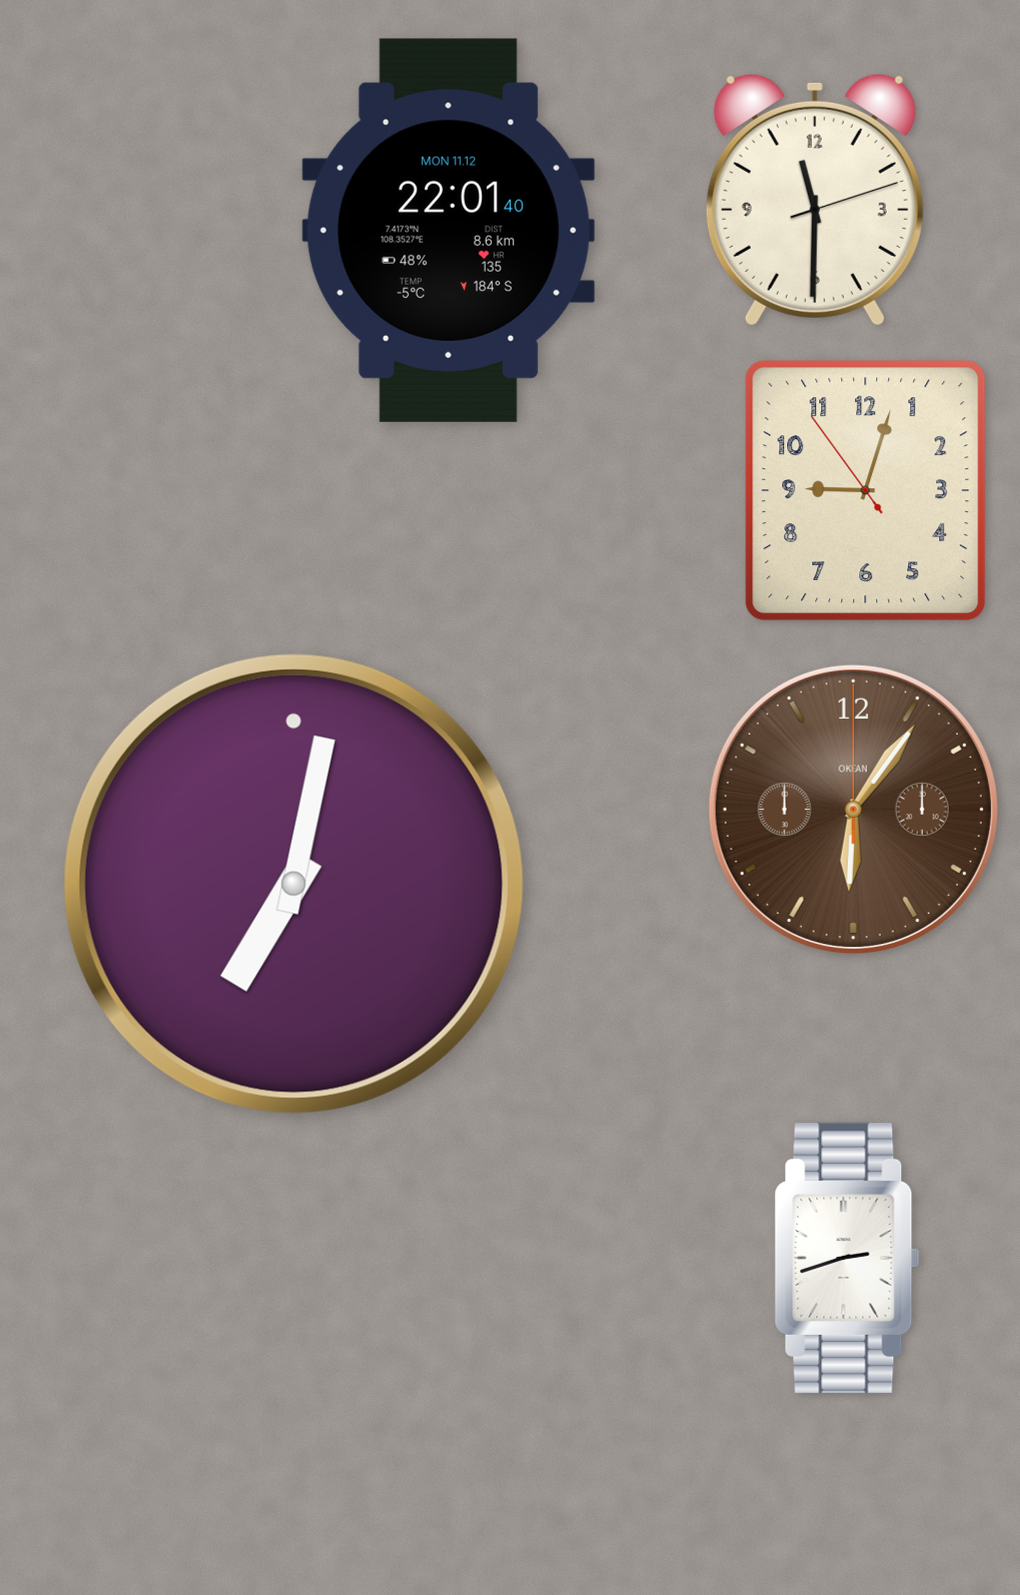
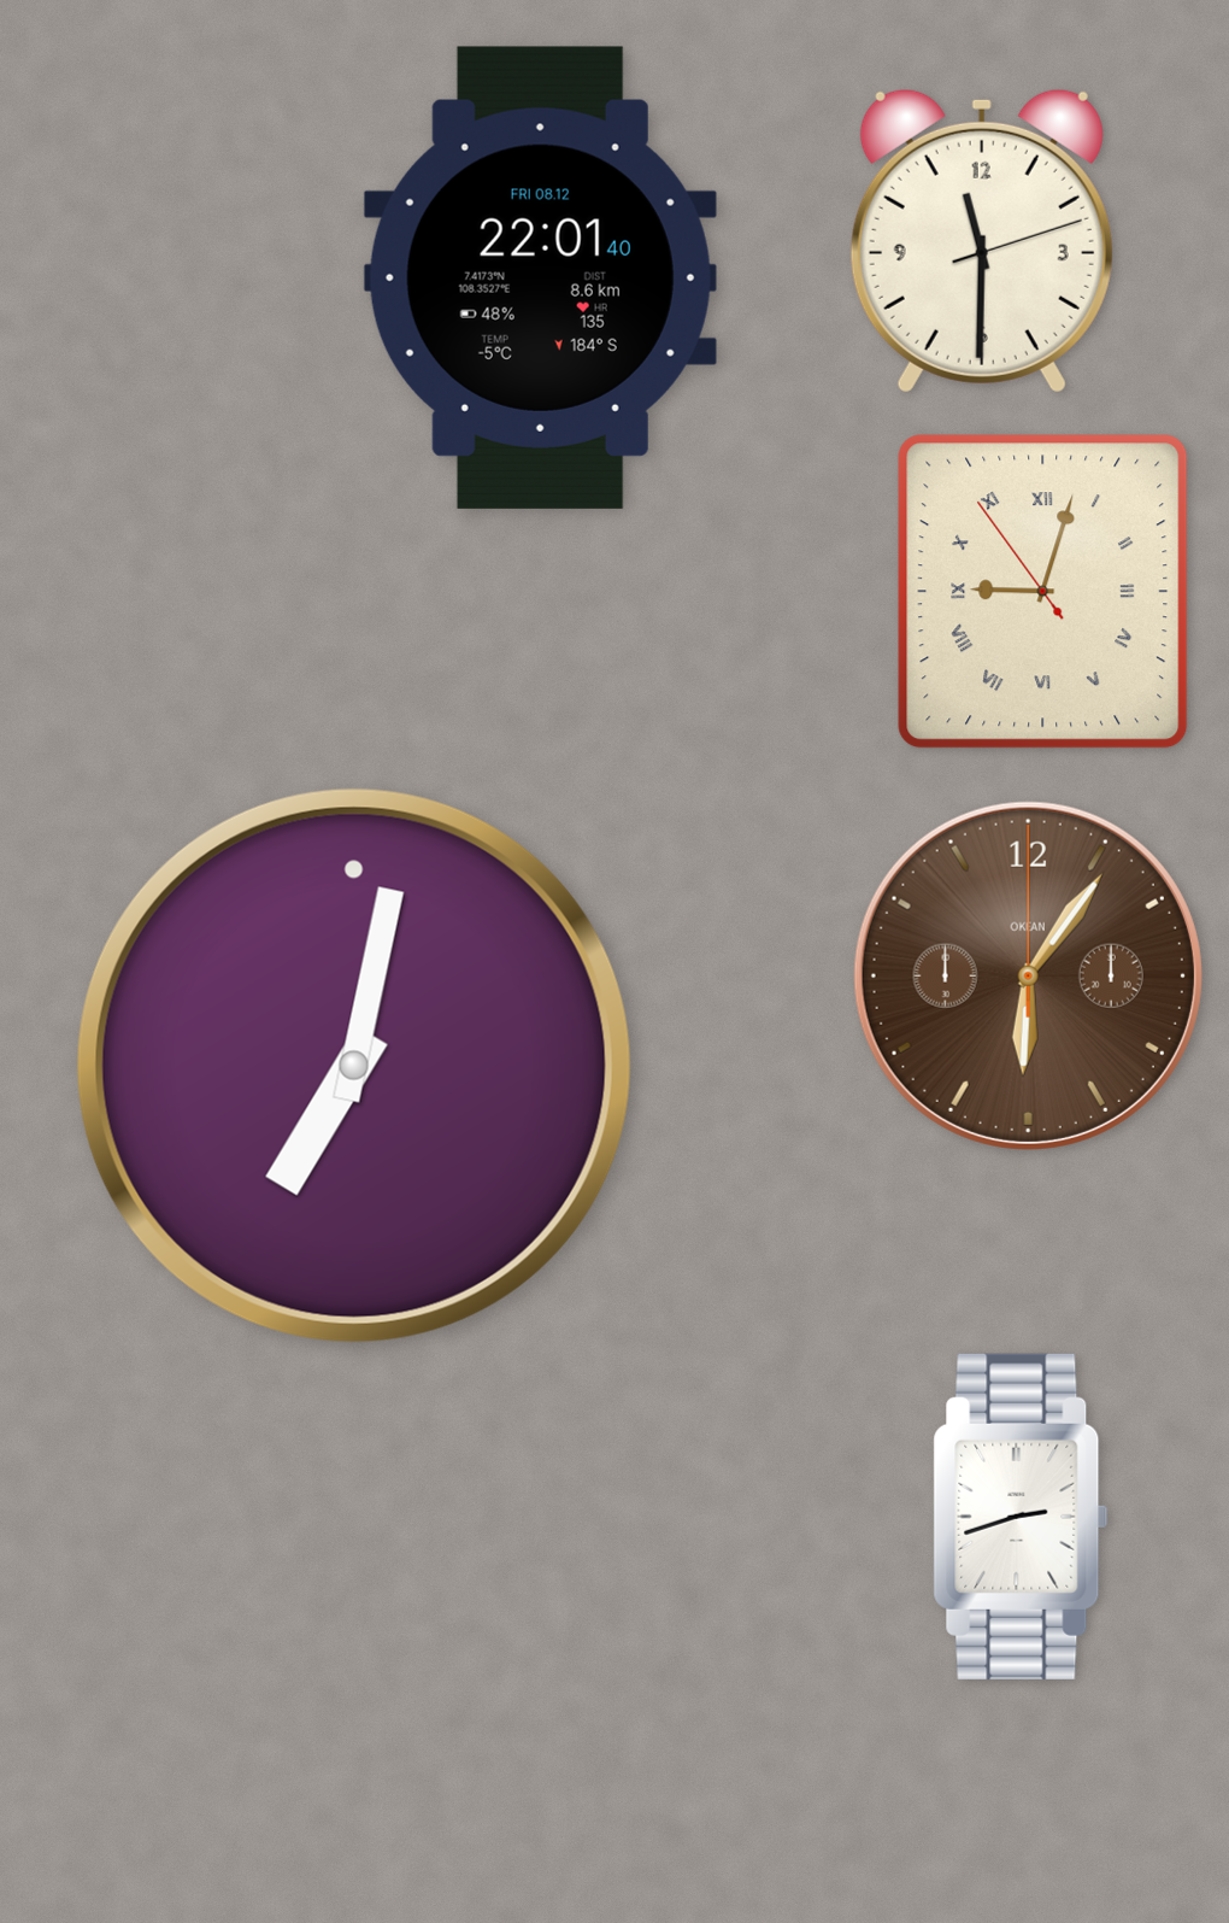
clock at (448, 230) date: MON 11.12 -> FRI 08.12
clock at (866, 491) numerals: Arabic -> Roman
